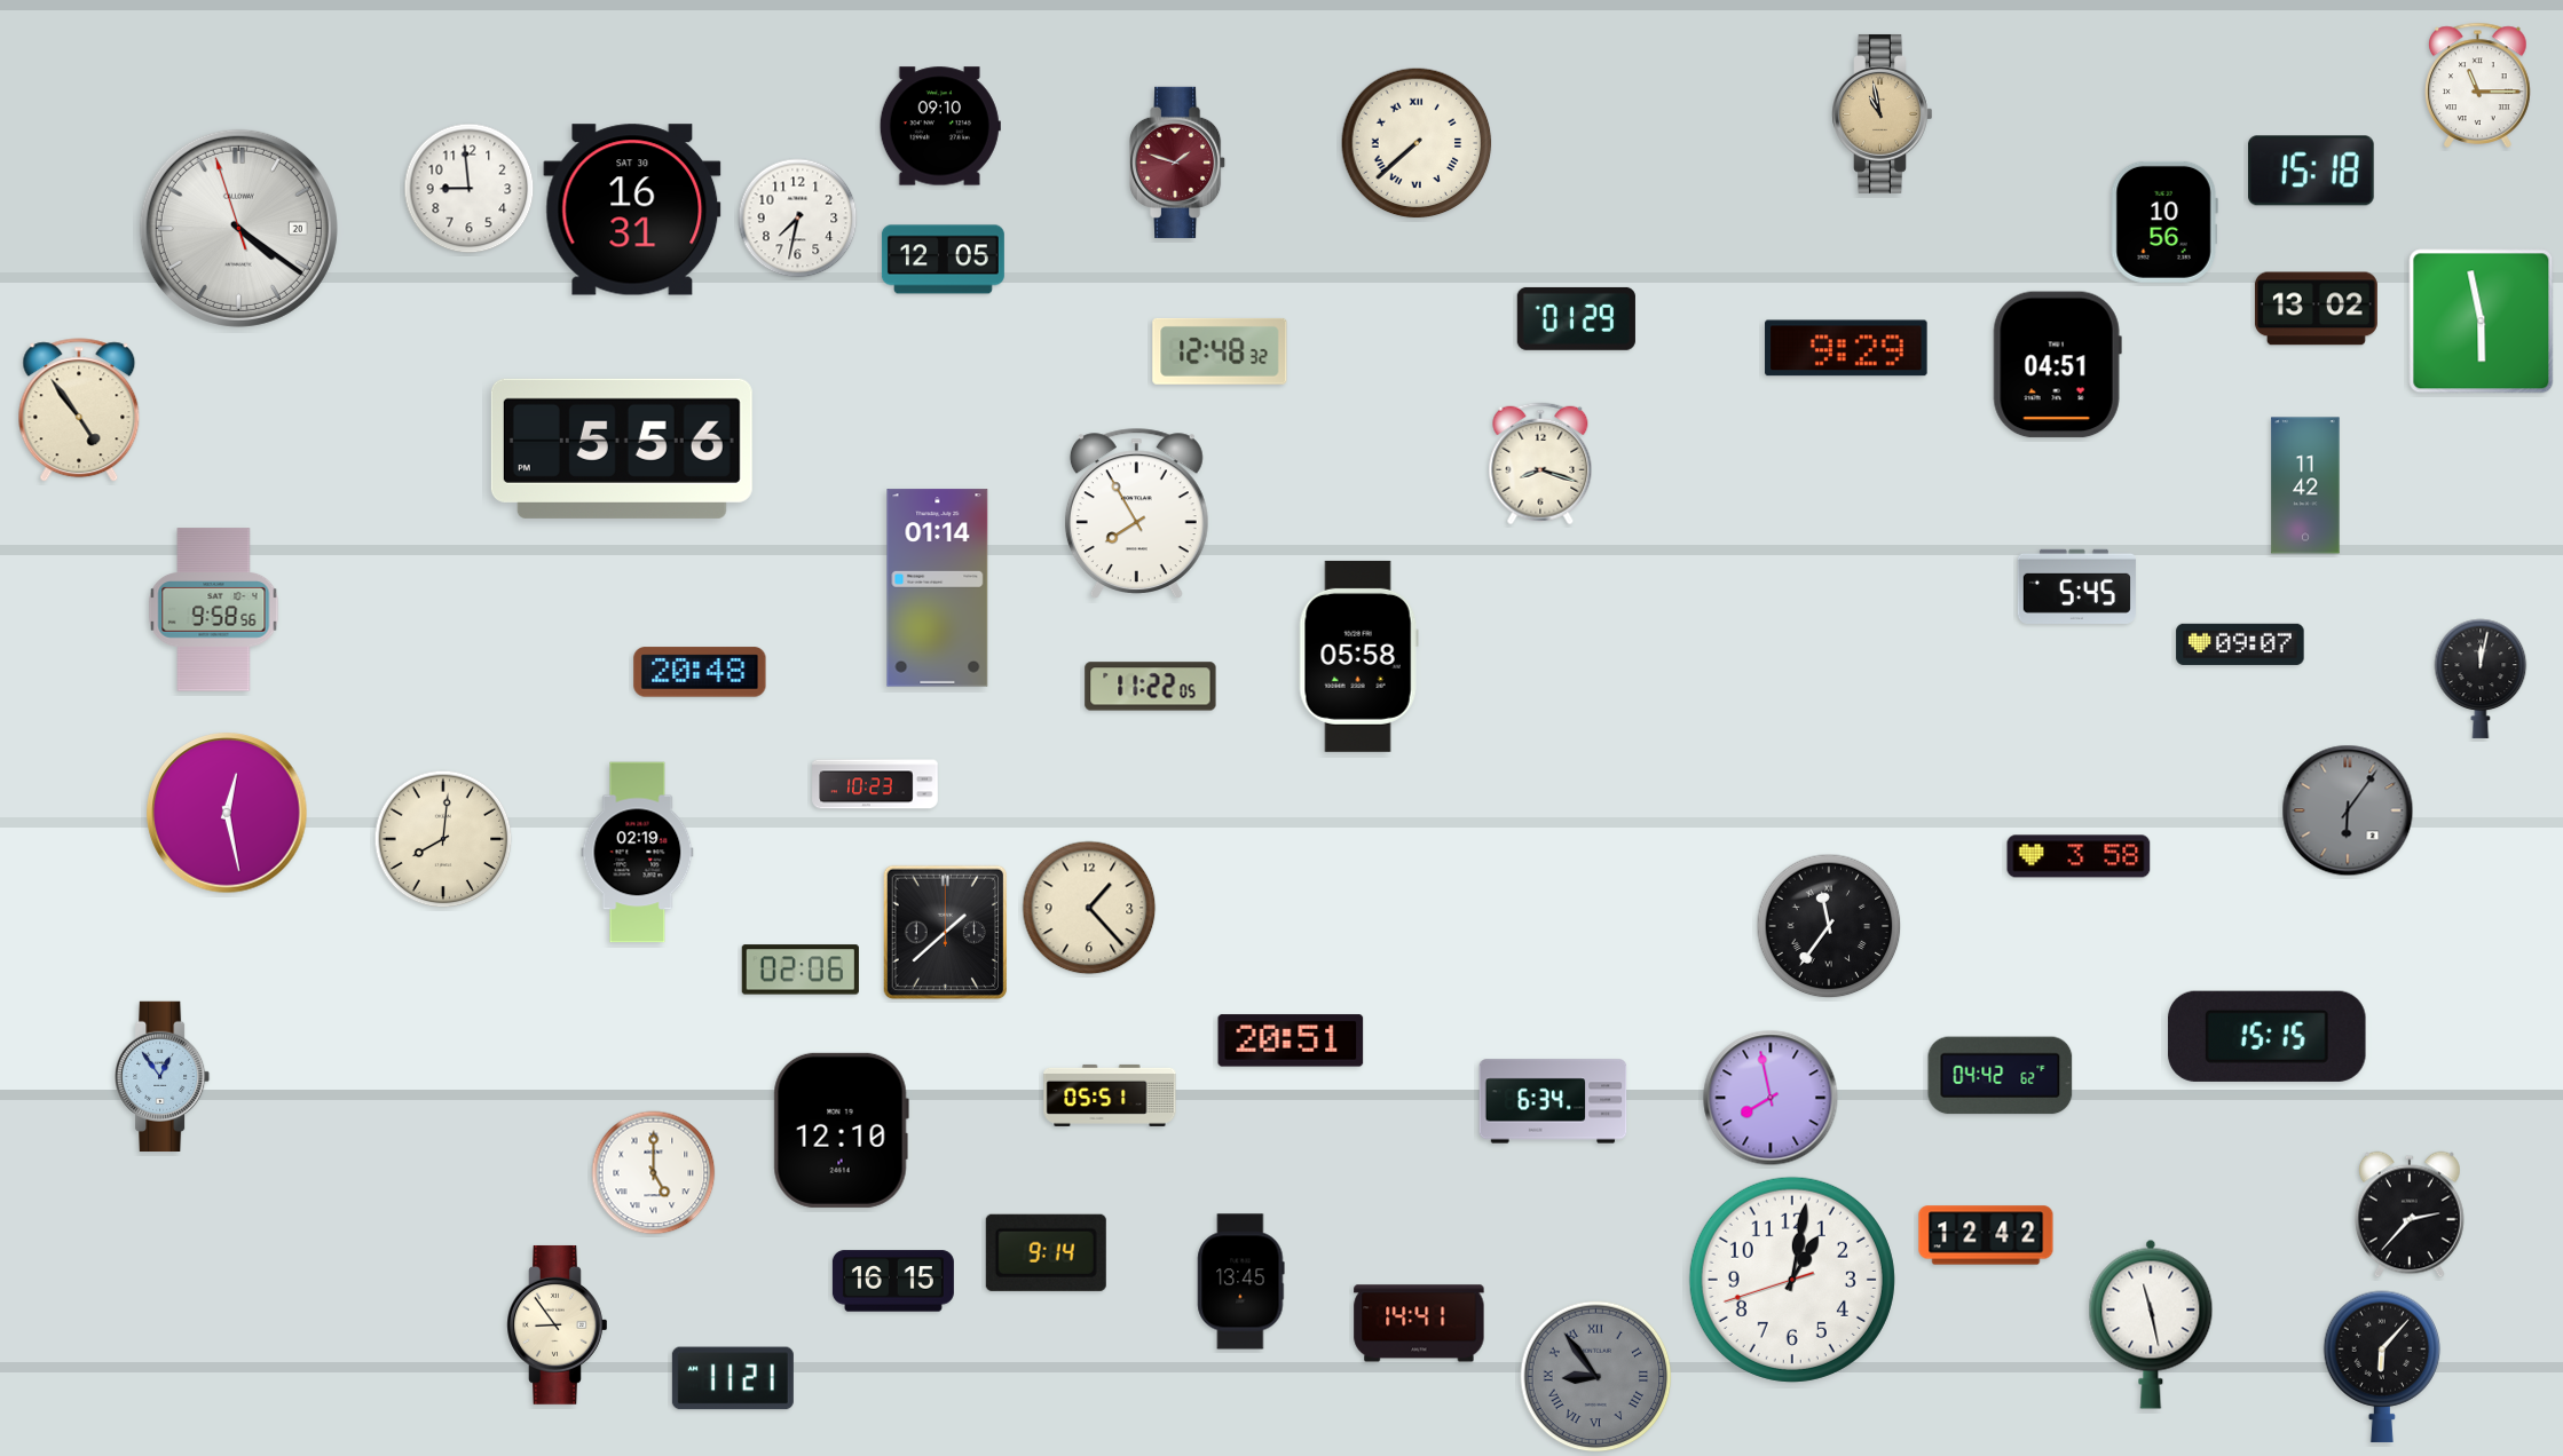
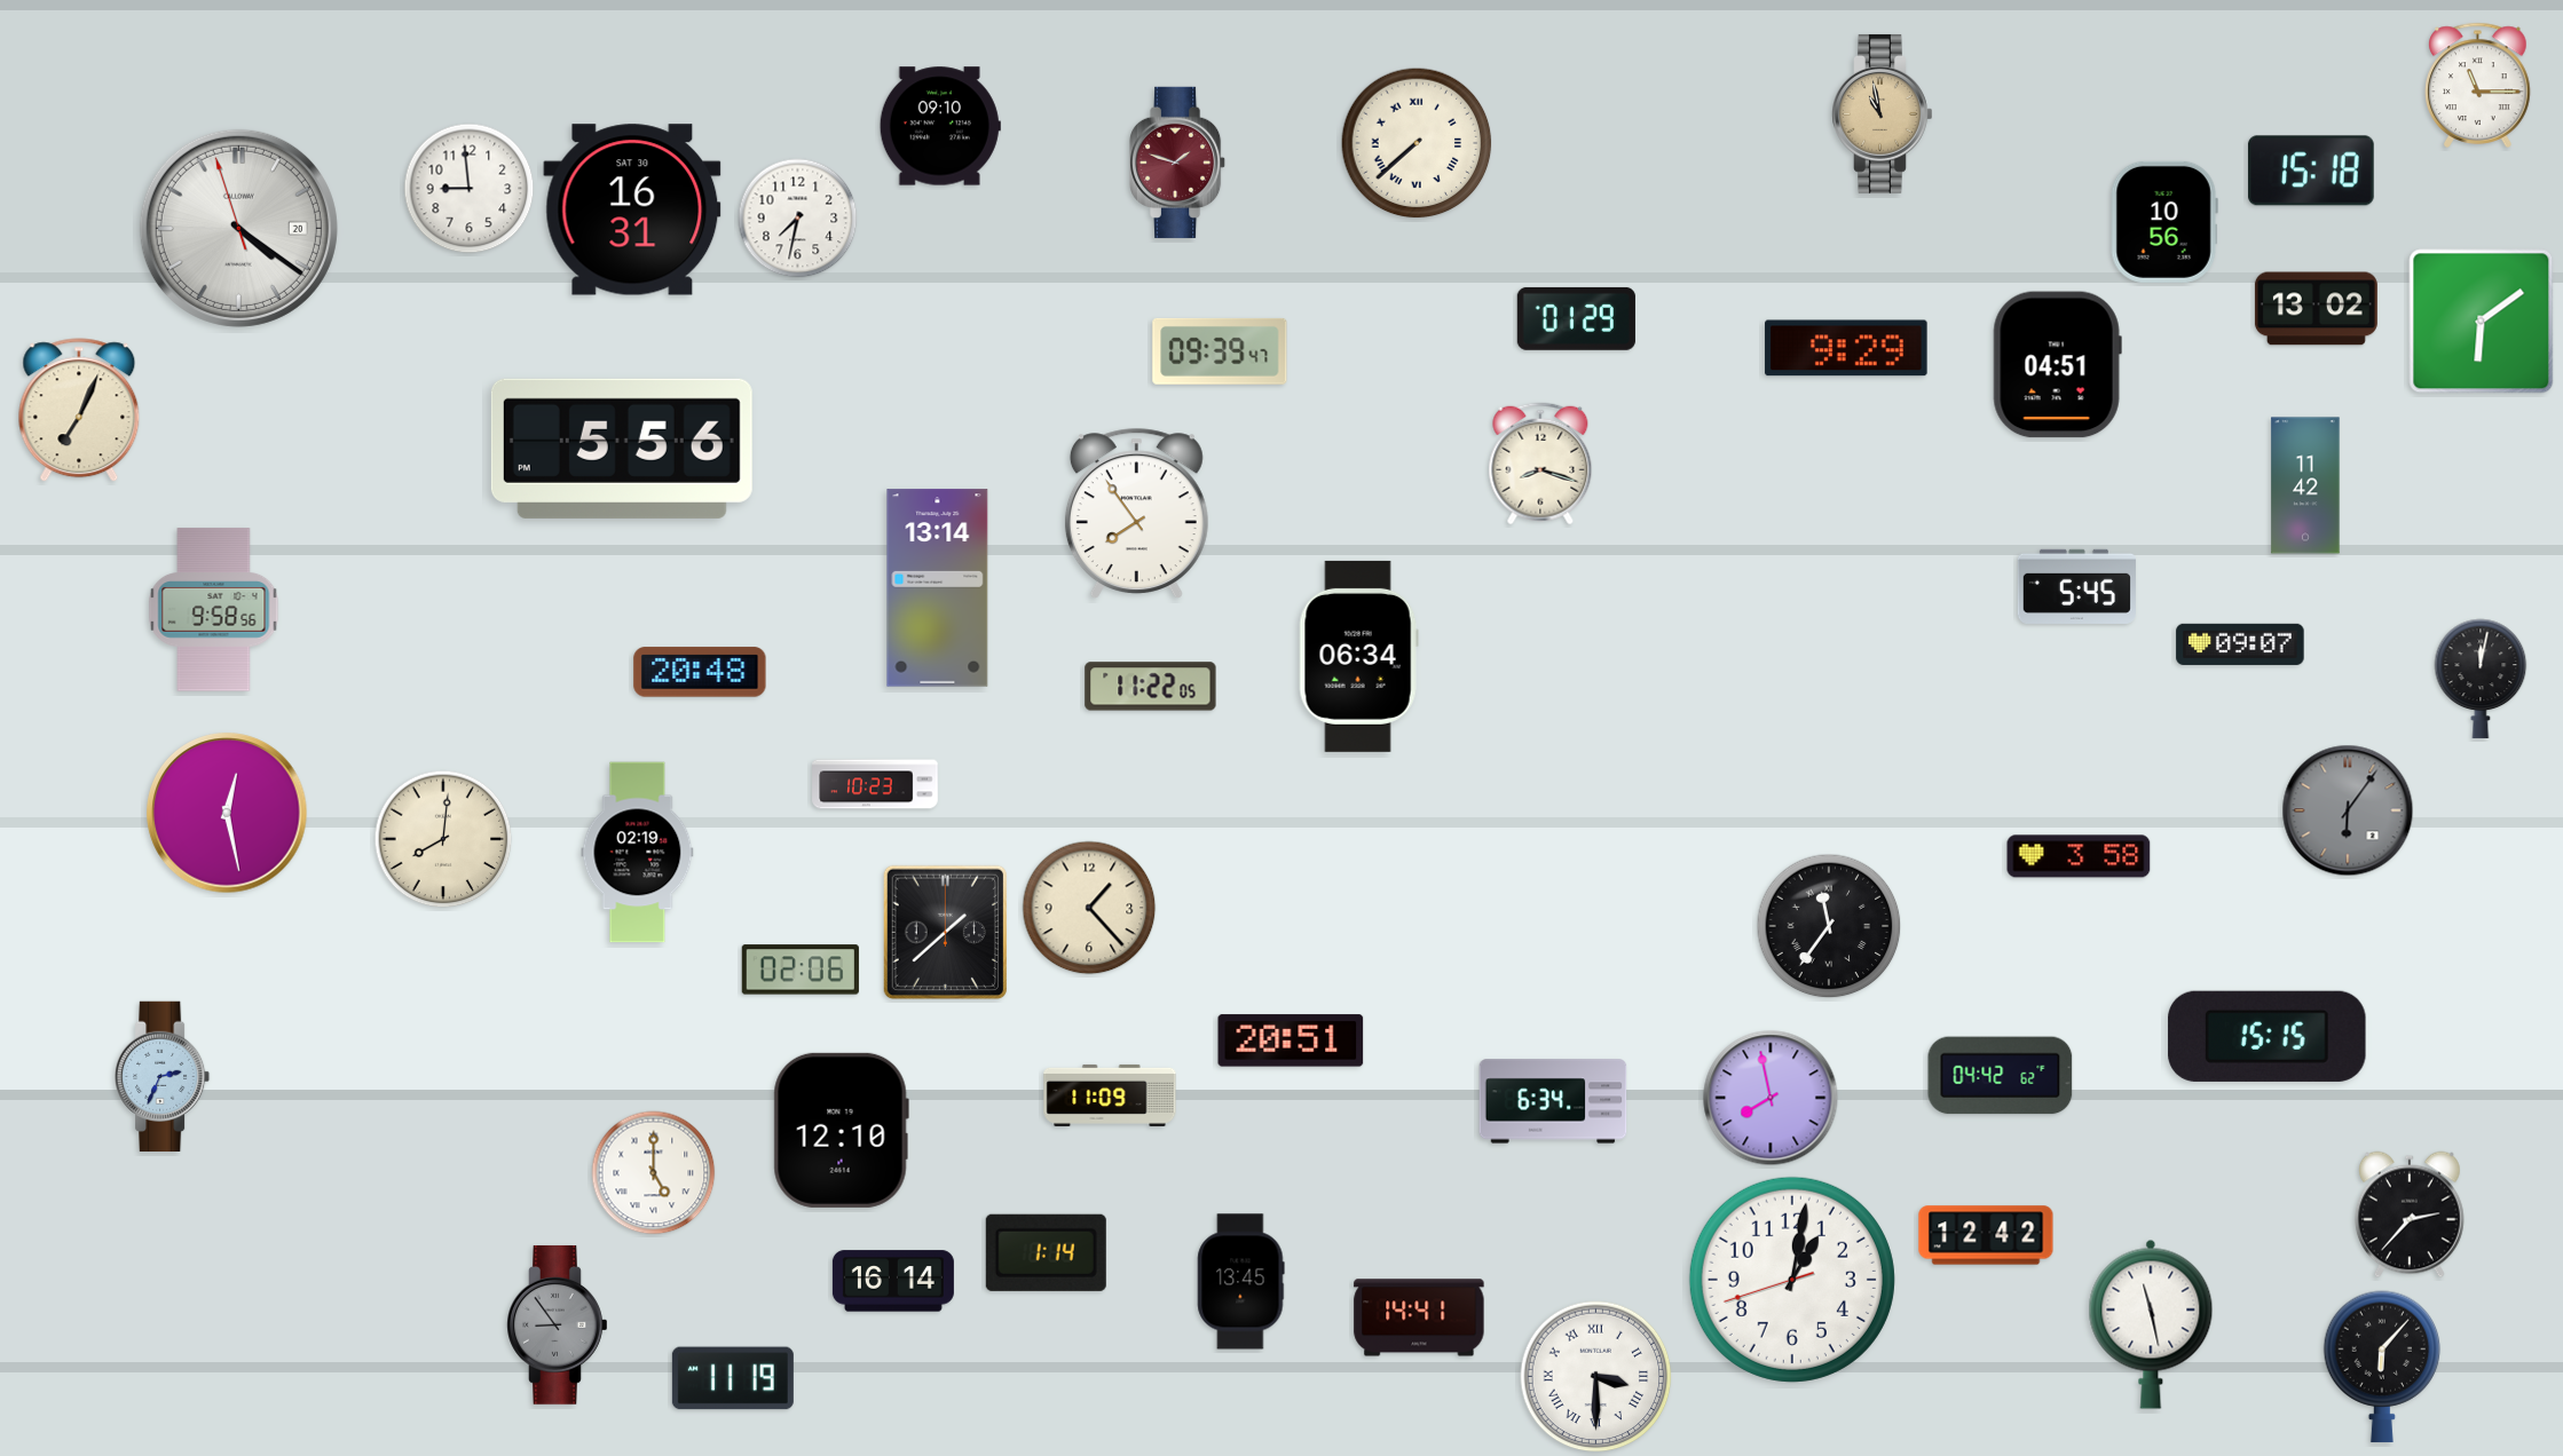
clock at (943, 260): 12:05 -> none
clock at (2482, 322): 5:58 -> 6:09
clock at (1220, 351): 12:48 -> 09:39
clock at (79, 411): 4:54 -> 7:04
clock at (1136, 513): 7:55 -> 7:54
clock at (938, 588): 01:14 -> 13:14
clock at (1358, 656): 05:58 -> 06:34
clock at (164, 1076): 12:54 -> 2:34
clock at (1110, 1095): 05:51 -> 11:09
clock at (1046, 1252): 9:14 -> 1:14
clock at (893, 1281): 16:15 -> 16:14
clock at (1419, 1323) position: (1419, 1323) -> (1419, 1317)
clock at (558, 1324) dial: cream -> grey
clock at (1596, 1377): 8:54 -> 3:30
clock at (1596, 1377) dial: grey -> white
clock at (733, 1378): 11:21 -> 11:19
